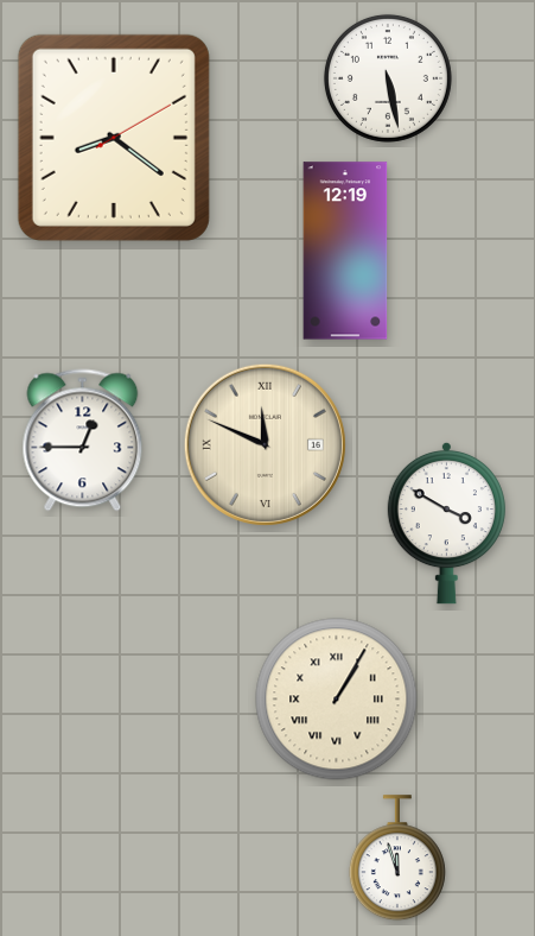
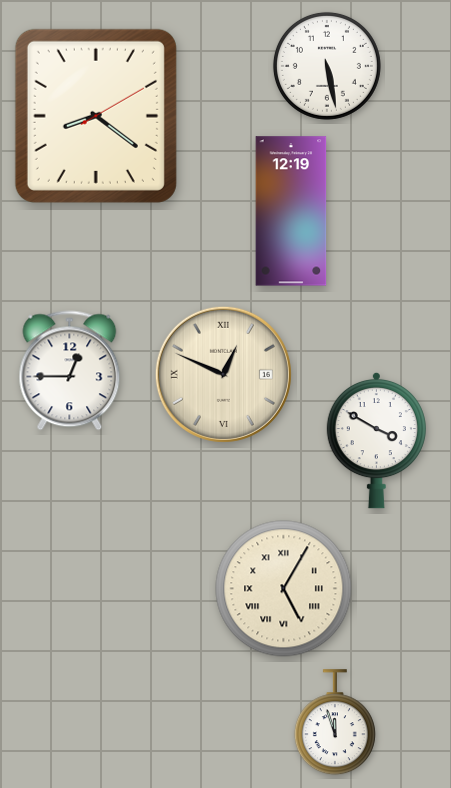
clock at (265, 444): 11:49 -> 12:49
clock at (337, 700): 1:05 -> 5:05
